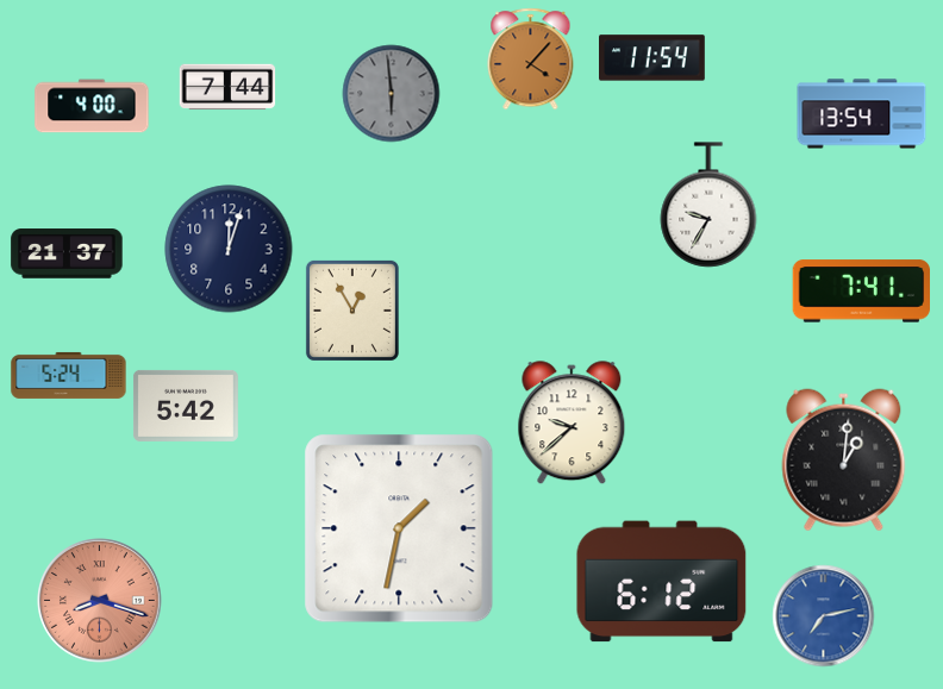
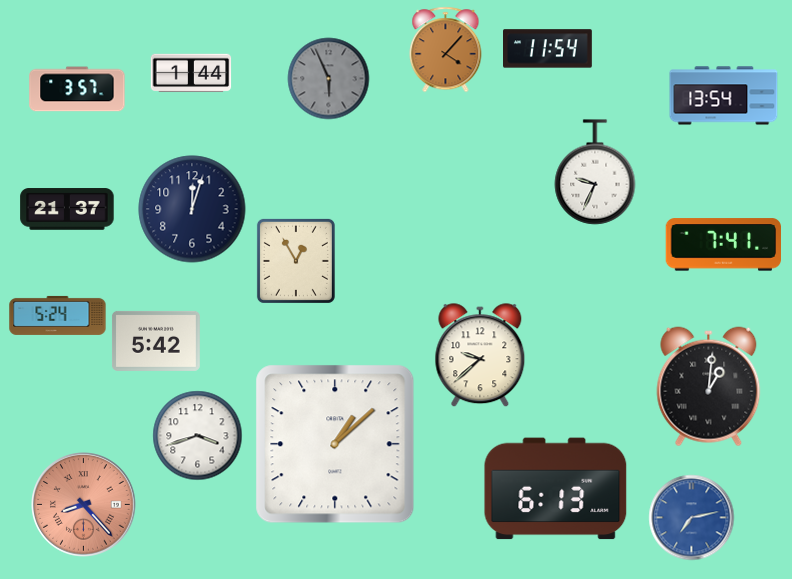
clock at (227, 87): 7:44 -> 1:44
clock at (392, 94): 5:59 -> 5:56
clock at (92, 106): 4:00 -> 3:57
clock at (708, 205): 9:35 -> 9:34
clock at (67, 253) position: (67, 253) -> (67, 209)
clock at (198, 436): none -> 3:42
clock at (399, 528): 1:32 -> 1:08
clock at (662, 582): 6:12 -> 6:13
clock at (100, 601): 8:18 -> 8:23
